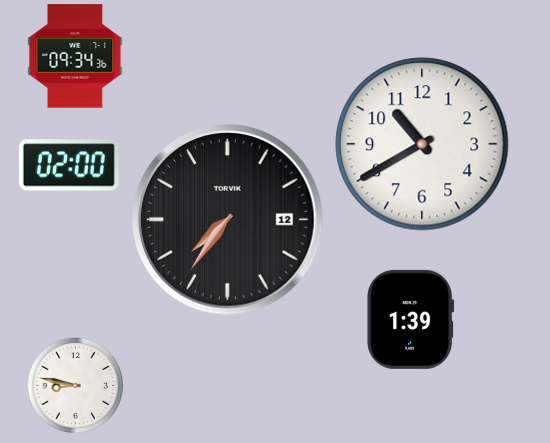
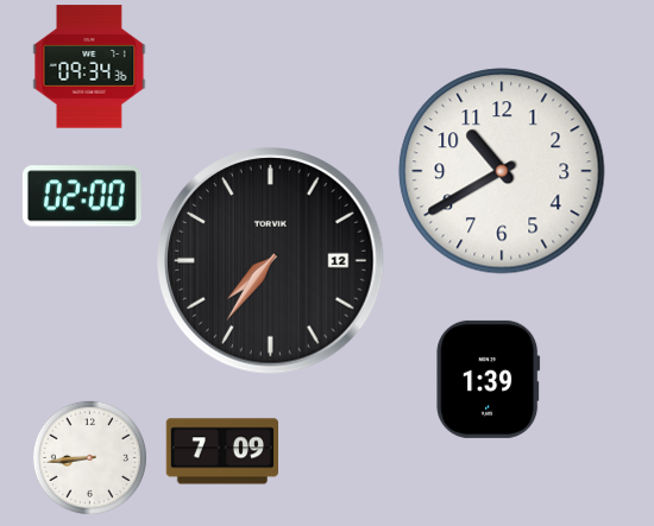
clock at (221, 451): none -> 7:09
clock at (75, 385): 8:47 -> 8:44
